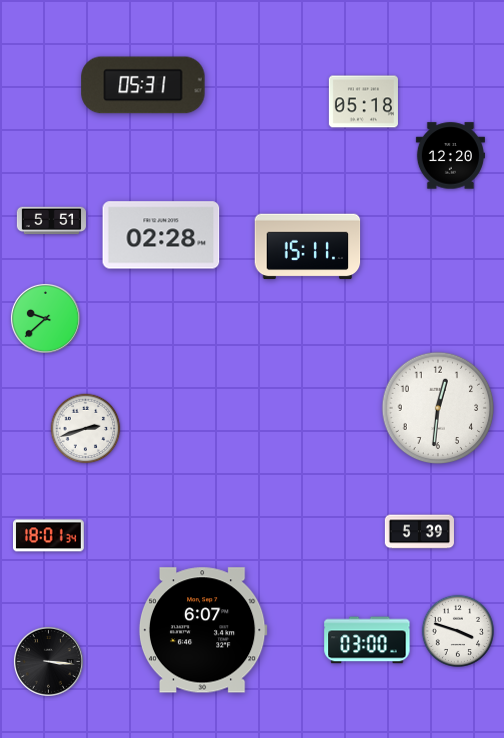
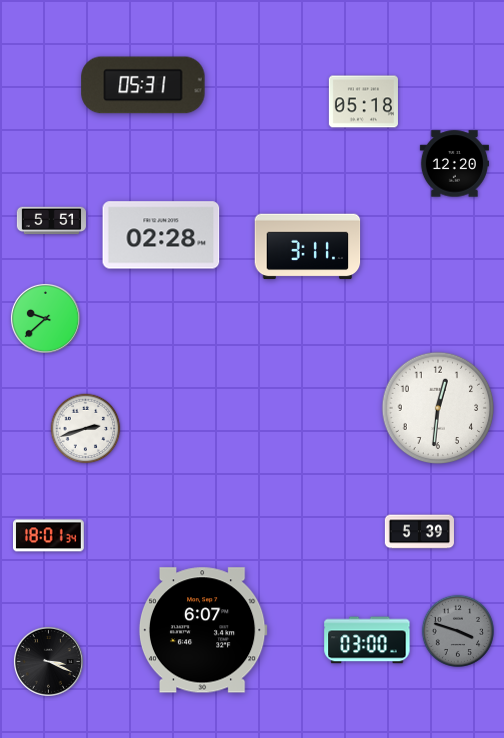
clock at (450, 156) position: (450, 156) -> (454, 164)
clock at (308, 247): 15:11 -> 3:11
clock at (457, 630) dial: white -> grey
clock at (48, 661): 3:16 -> 3:19
